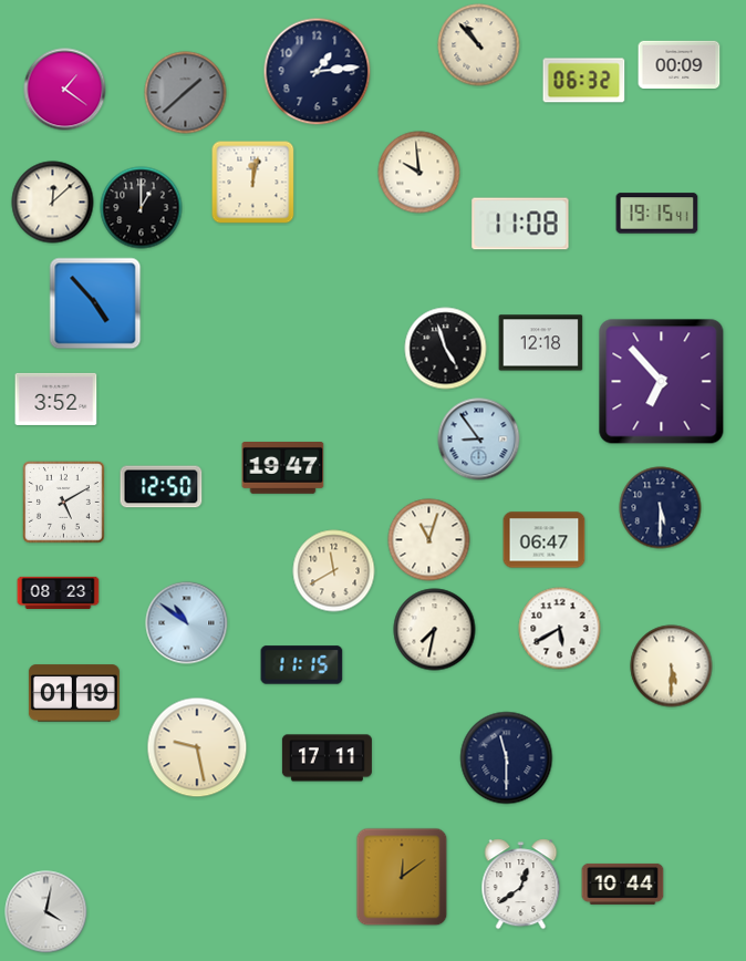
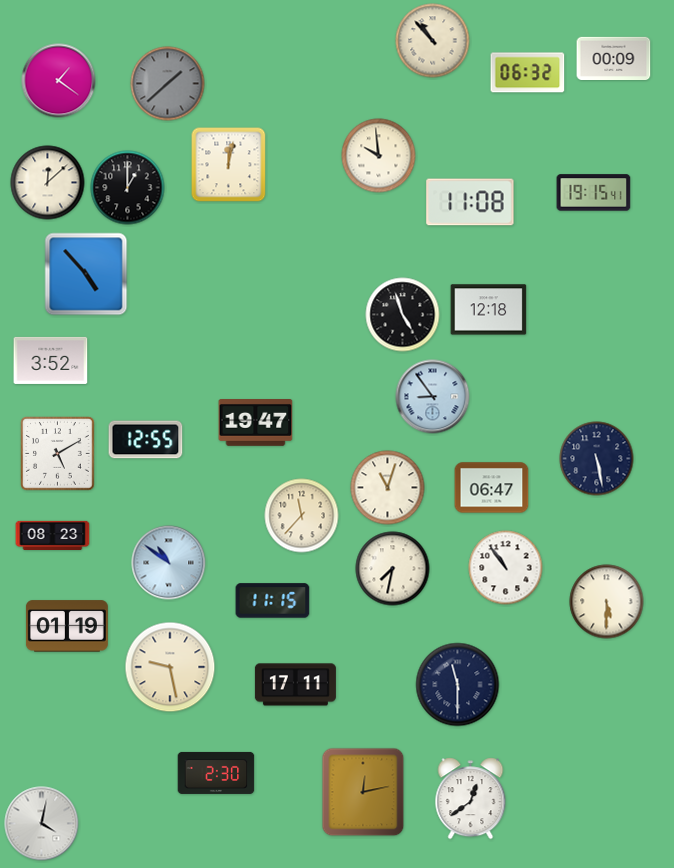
clock at (318, 72): 1:14 -> none
clock at (662, 382): 6:53 -> none
clock at (162, 487): 12:50 -> 12:55
clock at (661, 508): 5:30 -> 5:28
clock at (334, 571): 11:40 -> 11:37
clock at (560, 629): 5:40 -> 10:54
clock at (197, 747) position: (197, 747) -> (170, 667)
clock at (216, 773): none -> 2:30
clock at (402, 877): 12:09 -> 12:13
clock at (623, 883): 10:44 -> none
